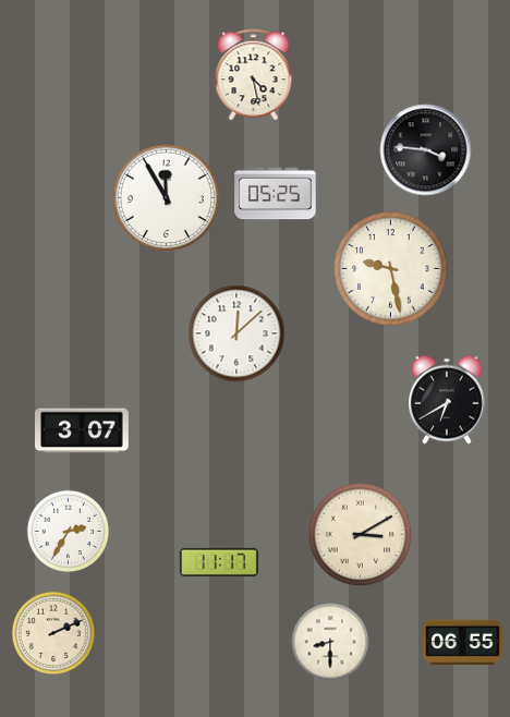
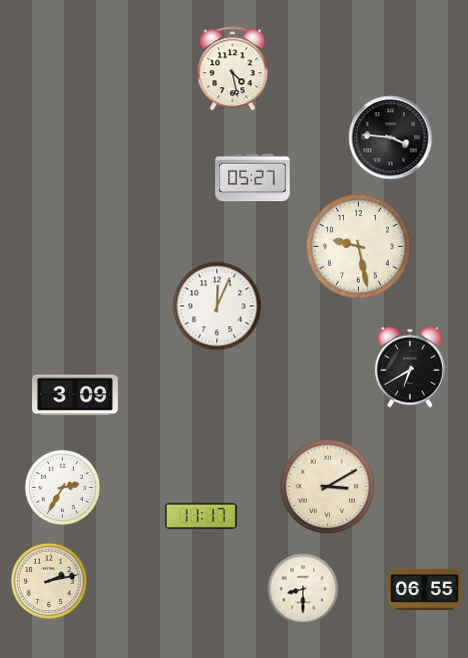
clock at (276, 194): 05:25 -> 05:27
clock at (166, 197): 11:55 -> none
clock at (236, 333): 12:08 -> 12:04
clock at (83, 430): 3:07 -> 3:09
clock at (361, 535) position: (361, 535) -> (328, 487)
clock at (52, 632): 2:11 -> 2:13
